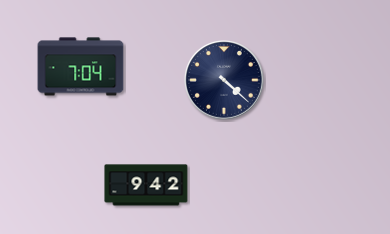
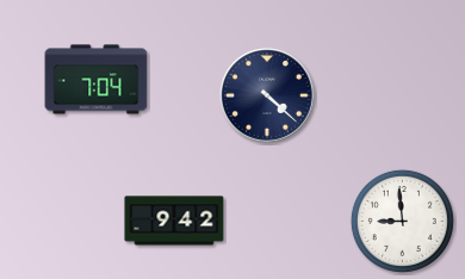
clock at (402, 221): none -> 8:59
